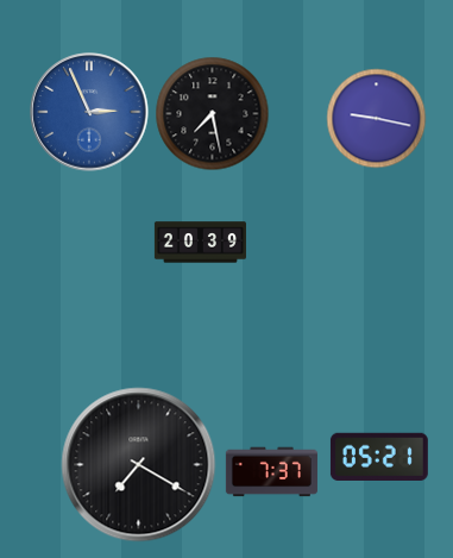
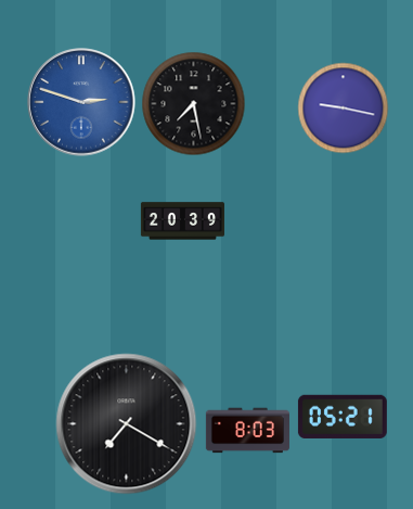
clock at (89, 112): 2:56 -> 2:48
clock at (379, 456) position: (379, 456) -> (343, 416)
clock at (271, 472): 7:37 -> 8:03
